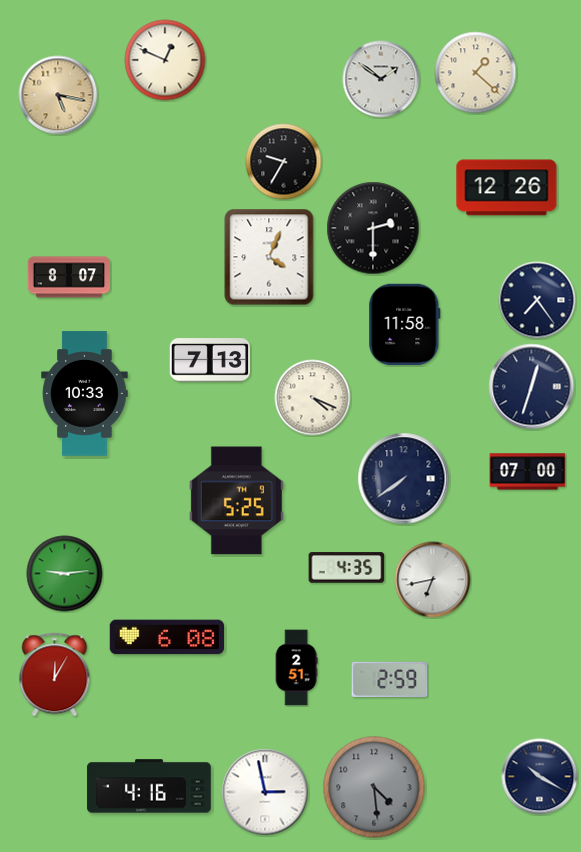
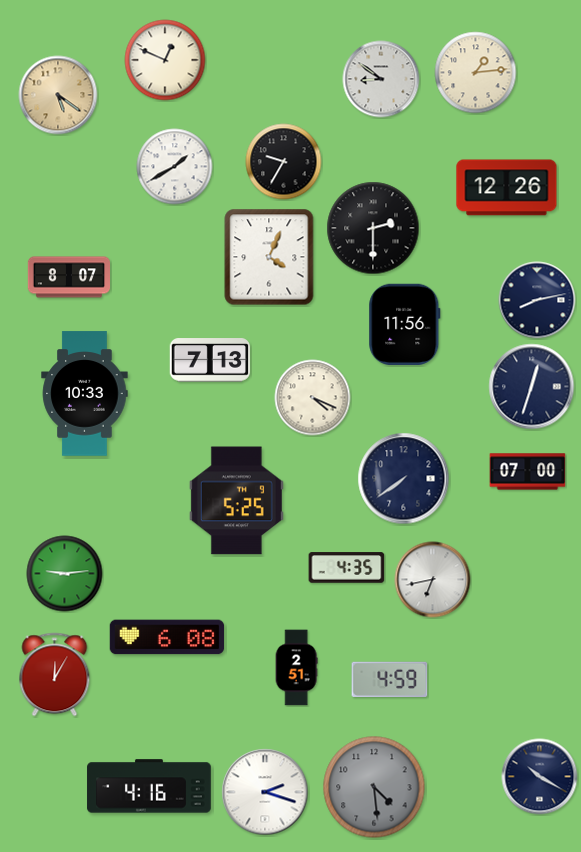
clock at (476, 73): 1:22 -> 1:14
clock at (381, 79): 1:51 -> 8:51
clock at (58, 95): 5:17 -> 5:21
clock at (175, 167): none -> 1:40
clock at (537, 300): 7:24 -> 8:13
clock at (405, 324): 11:58 -> 11:56
clock at (390, 679): 2:59 -> 4:59
clock at (265, 792): 2:58 -> 2:18
